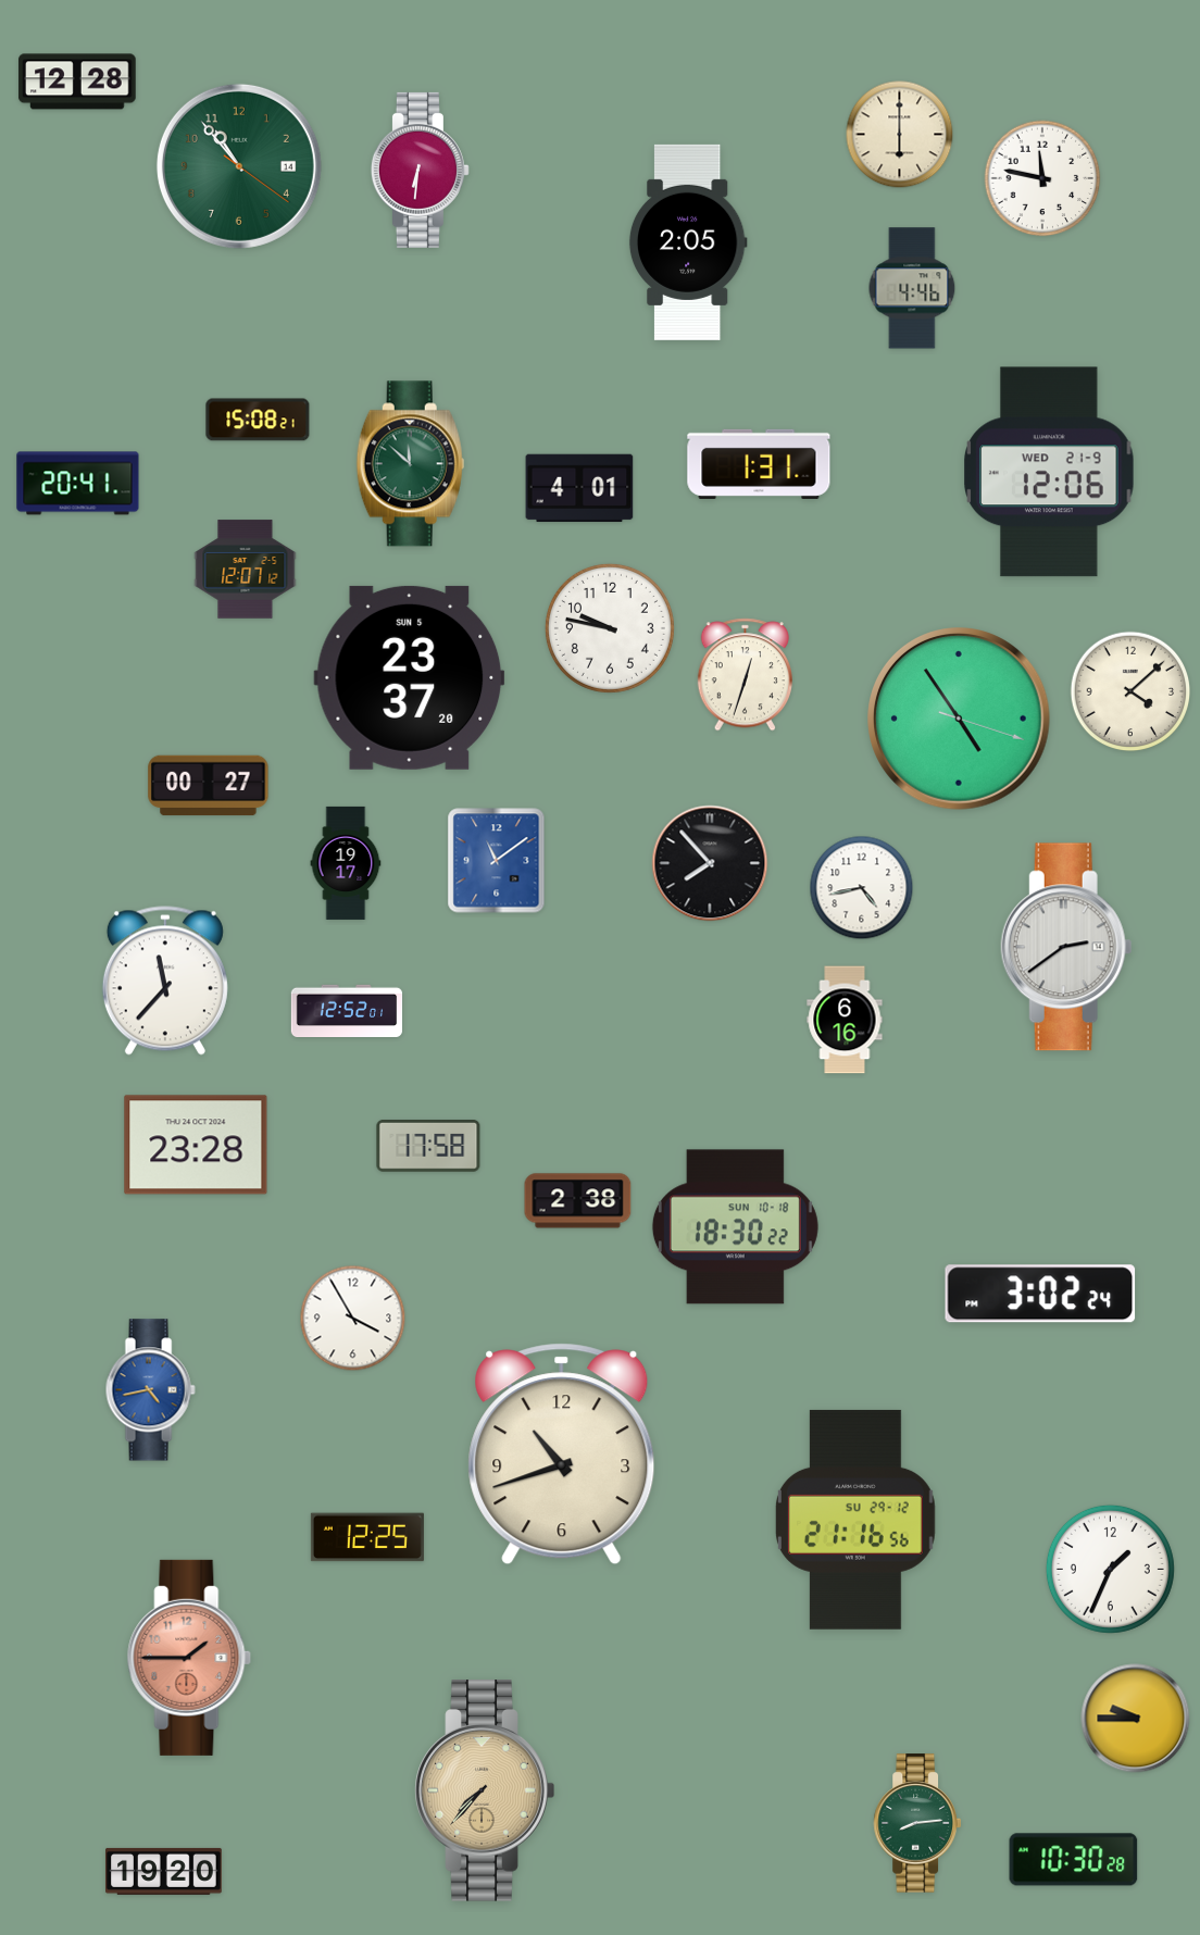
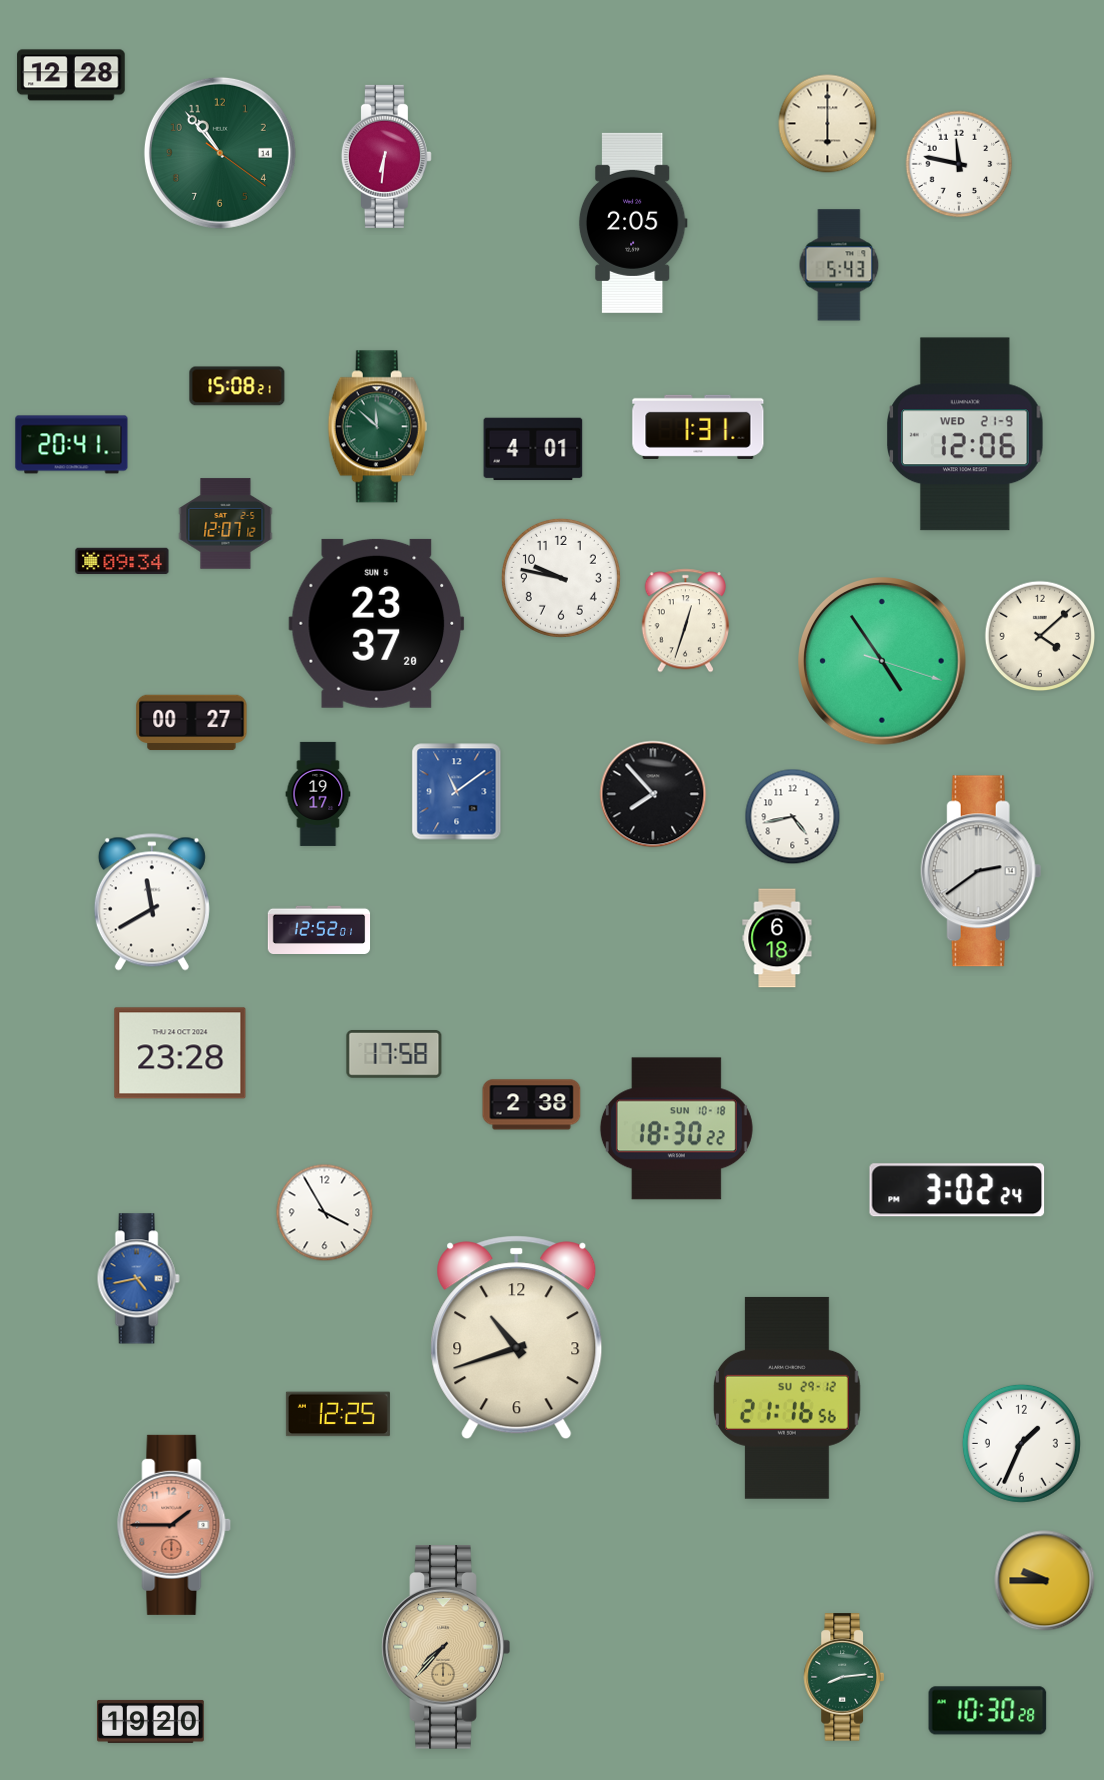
clock at (912, 288): 4:46 -> 5:43
clock at (122, 561): none -> 09:34
clock at (165, 981): 11:37 -> 11:40
clock at (845, 1020): 6:16 -> 6:18
